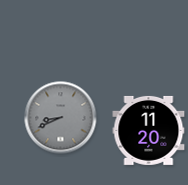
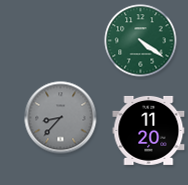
clock at (141, 41): none -> 4:21
clock at (61, 118): 8:41 -> 8:37
